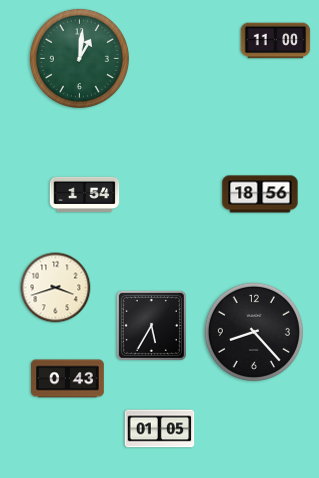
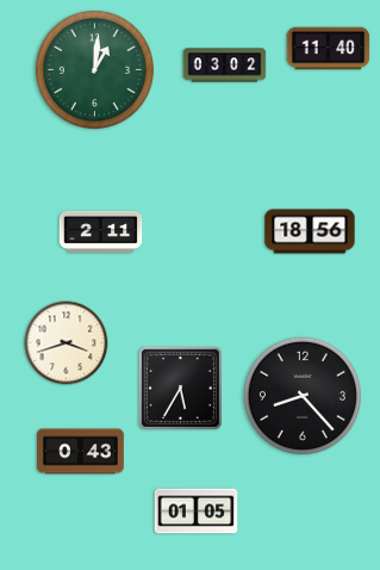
clock at (276, 41): 11:00 -> 11:40
clock at (225, 66): none -> 03:02
clock at (85, 194): 1:54 -> 2:11
clock at (160, 429) position: (160, 429) -> (197, 512)
